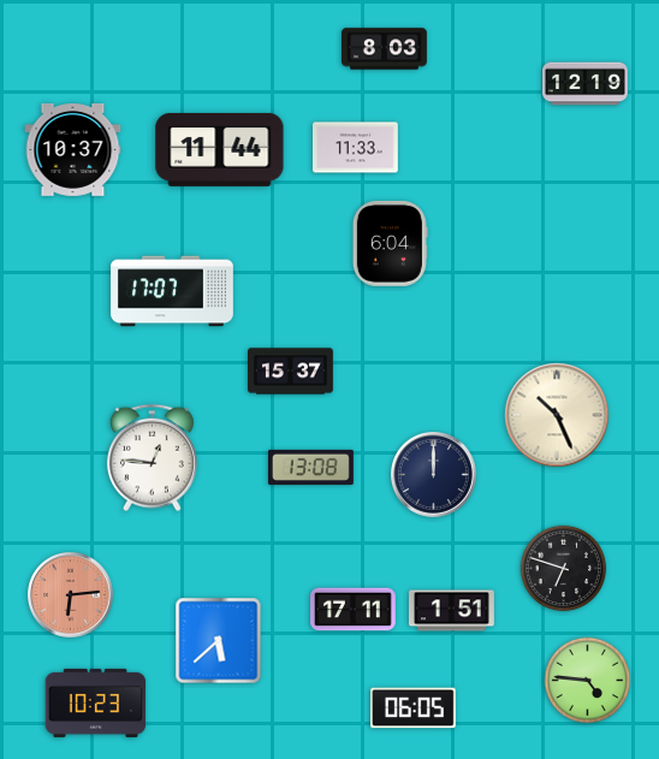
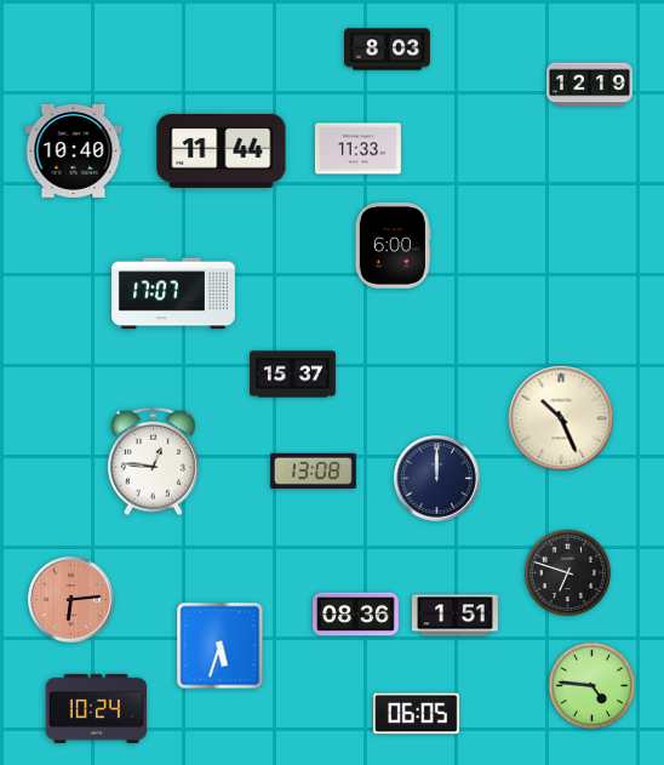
clock at (73, 149): 10:37 -> 10:40
clock at (390, 243): 6:04 -> 6:00
clock at (354, 610): 17:11 -> 08:36
clock at (219, 641): 5:38 -> 5:33
clock at (96, 702): 10:23 -> 10:24
